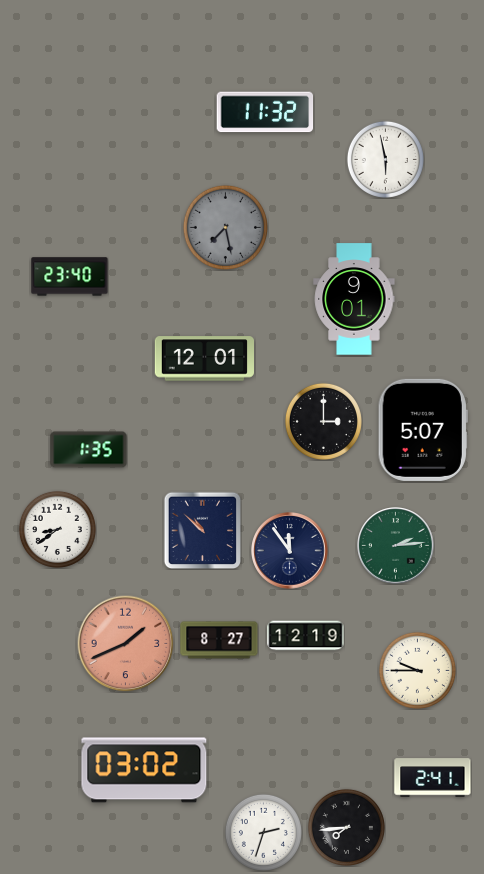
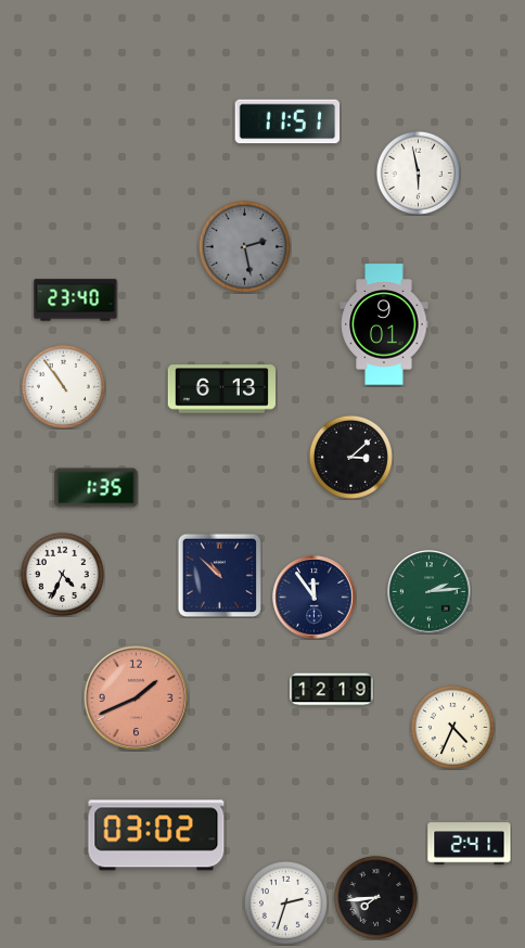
clock at (265, 112): 11:32 -> 11:51
clock at (225, 227): 7:28 -> 2:28
clock at (63, 386): none -> 10:54
clock at (204, 359): 12:01 -> 6:13
clock at (323, 421): 3:00 -> 3:08
clock at (423, 430): 5:07 -> none
clock at (57, 529): 8:39 -> 4:34
clock at (219, 640): 8:27 -> none
clock at (417, 670): 9:45 -> 4:34
